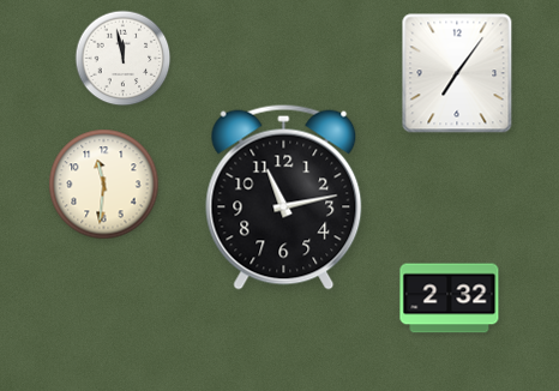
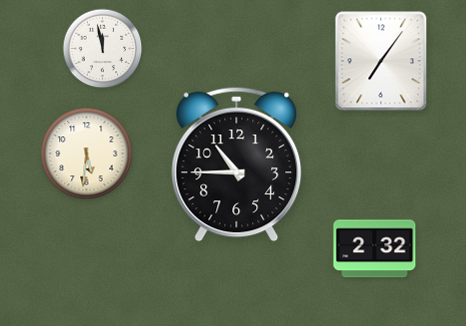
clock at (104, 185): 11:31 -> 5:31
clock at (284, 197): 11:13 -> 10:45
